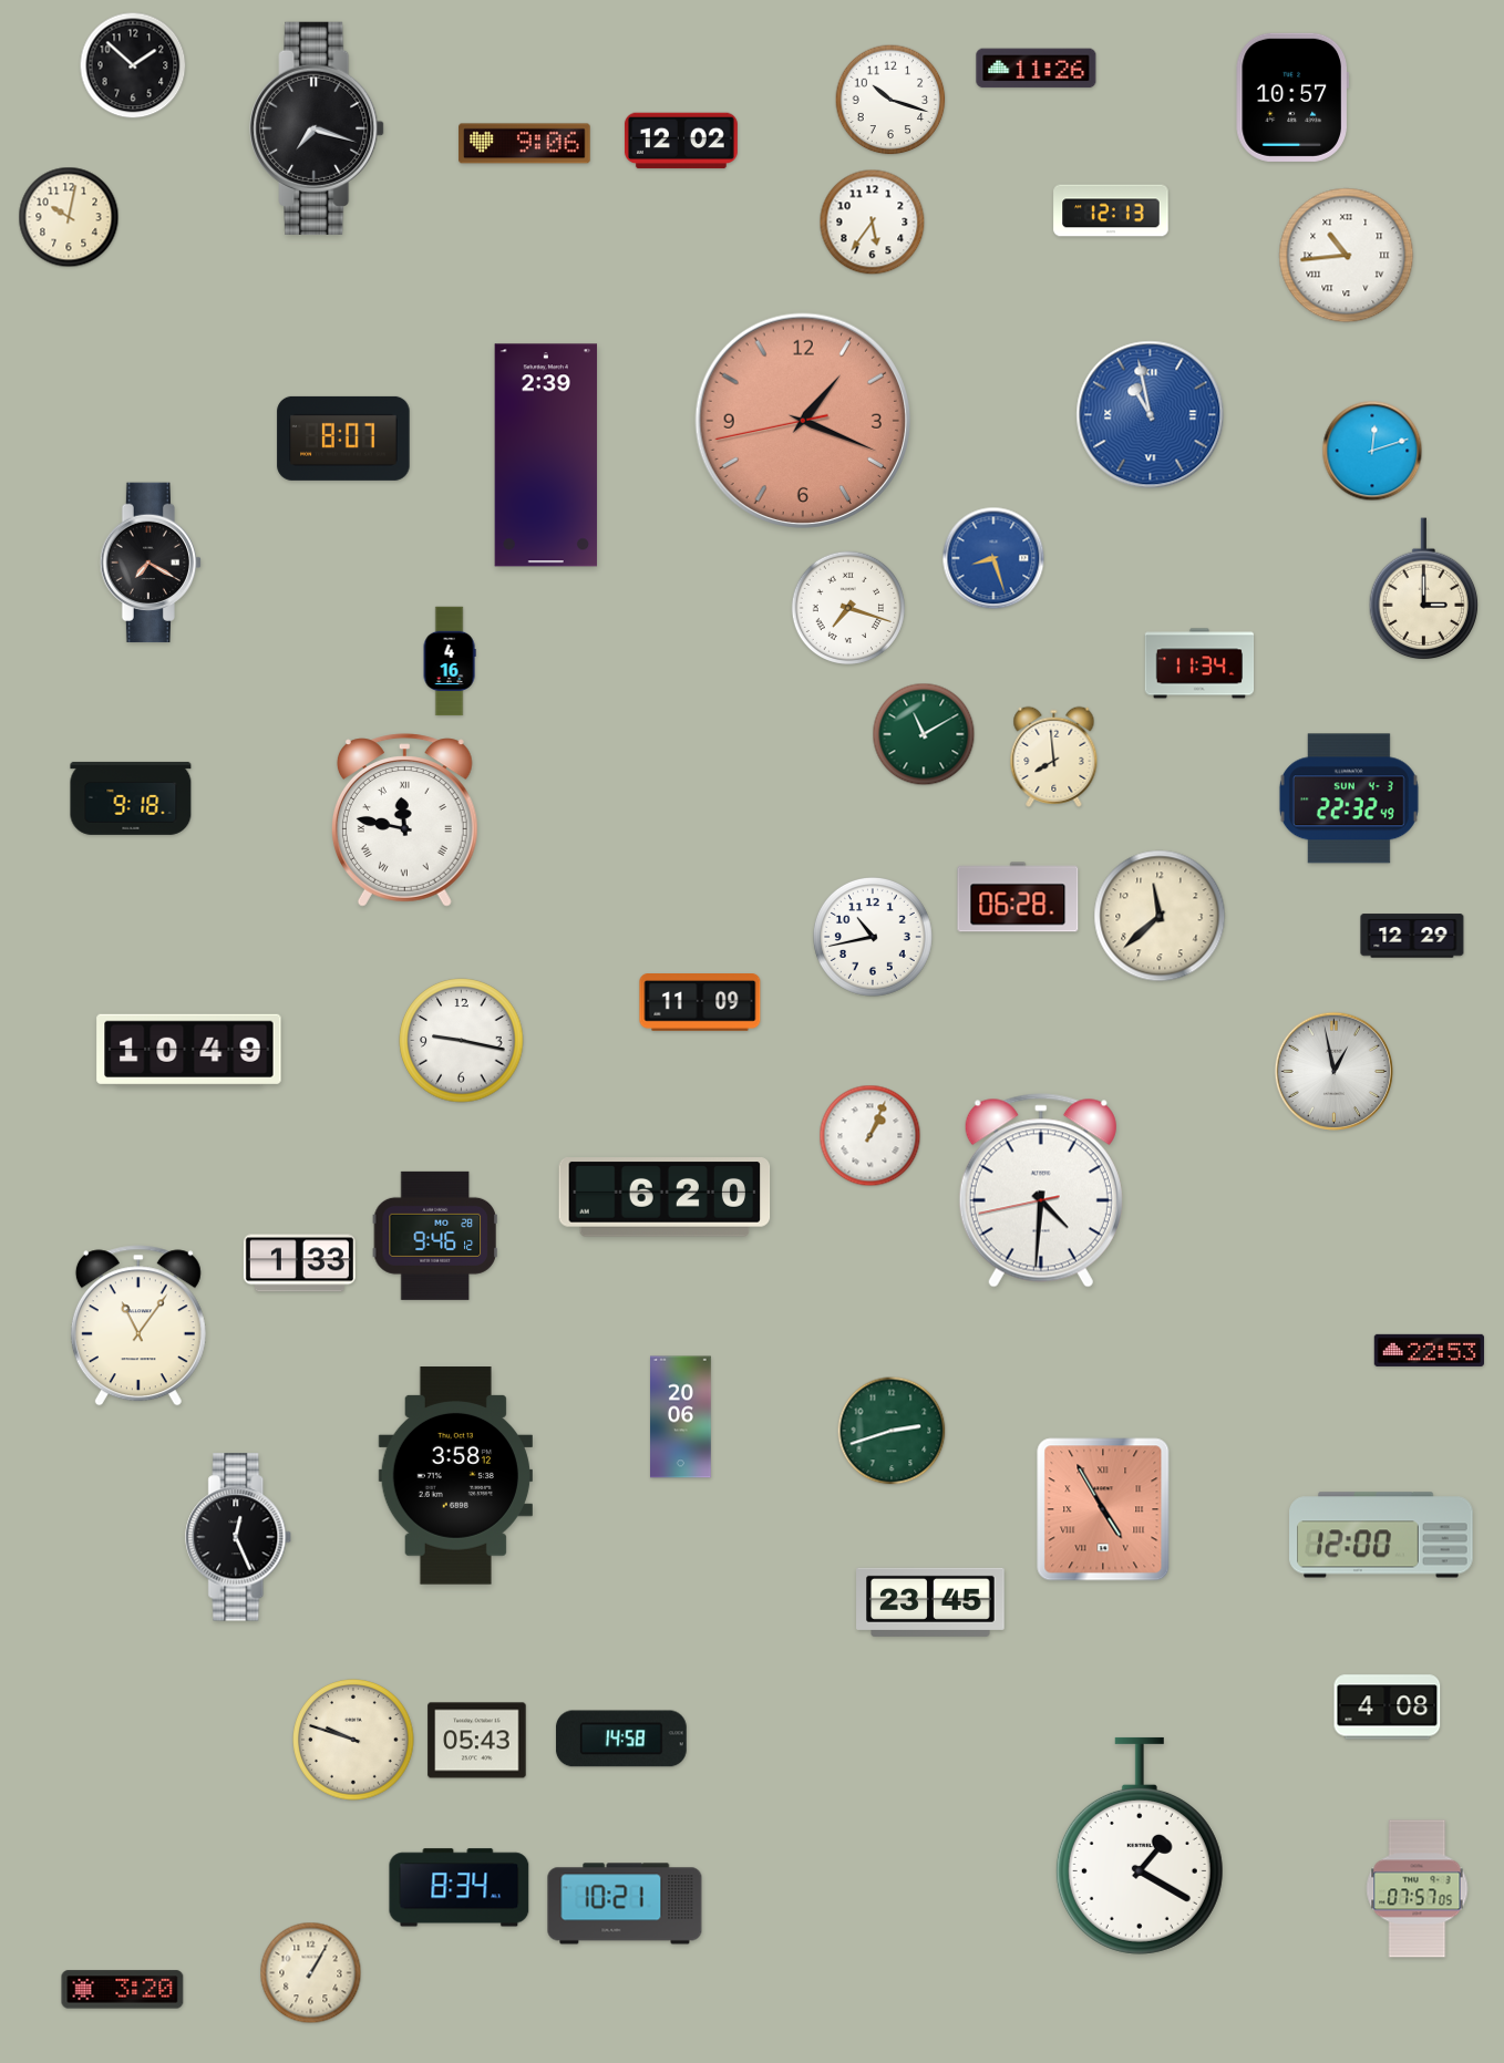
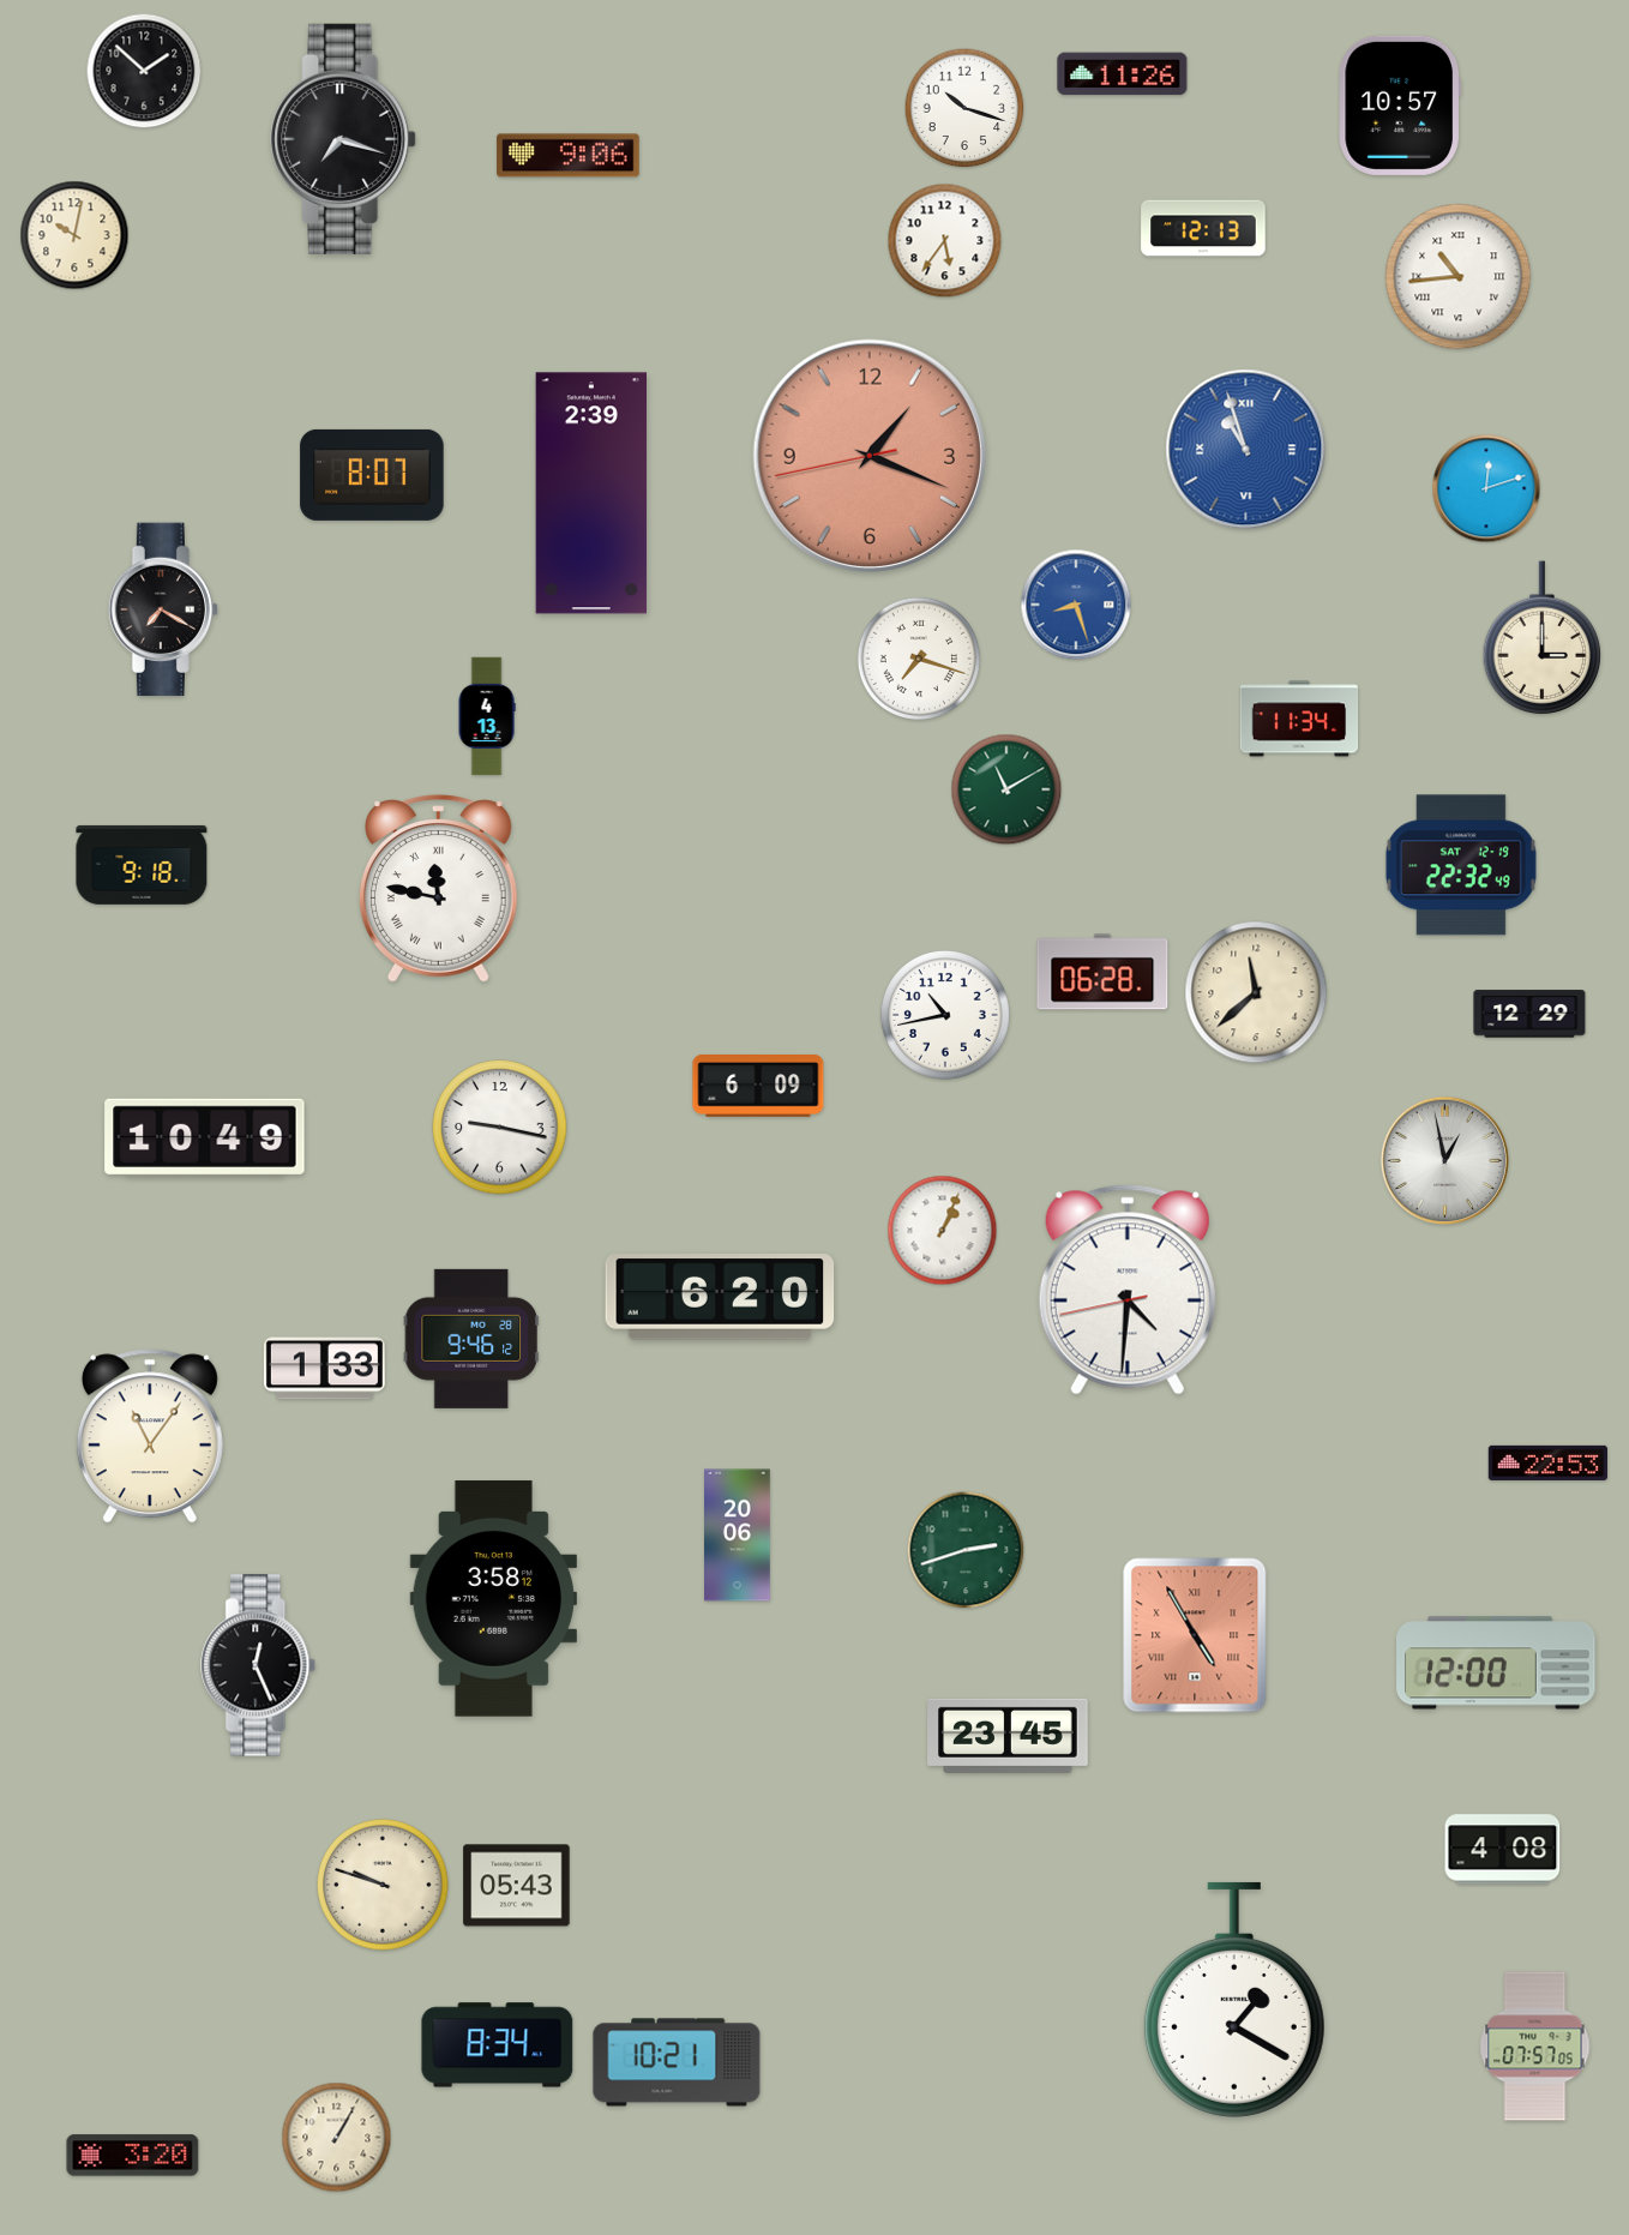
clock at (681, 141): 12:02 -> none
clock at (1151, 415): 10:58 -> 10:57
clock at (450, 661): 4:16 -> 4:13
clock at (924, 734) position: (924, 734) -> (1006, 789)
clock at (1054, 756): 7:59 -> none
clock at (1349, 798) date: SUN 4-3 -> SAT 12-19
clock at (700, 1003): 11:09 -> 6:09
clock at (621, 1739): 14:58 -> none
